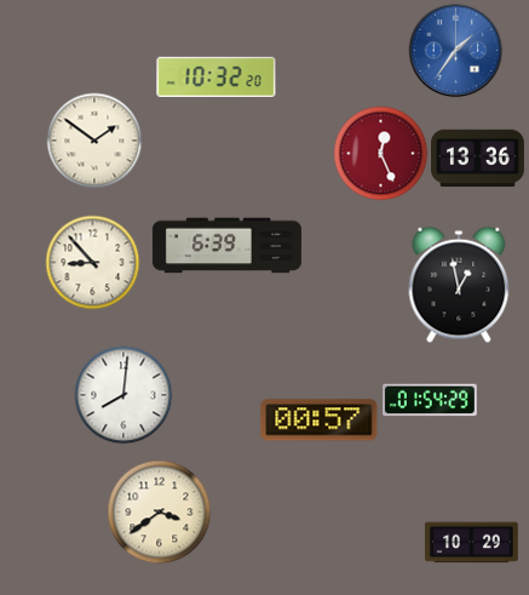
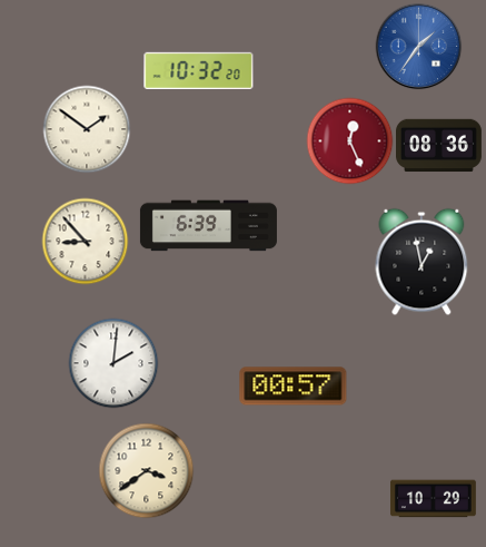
clock at (478, 159): 13:36 -> 08:36
clock at (123, 395): 8:01 -> 2:01
clock at (431, 400): 01:54 -> none
